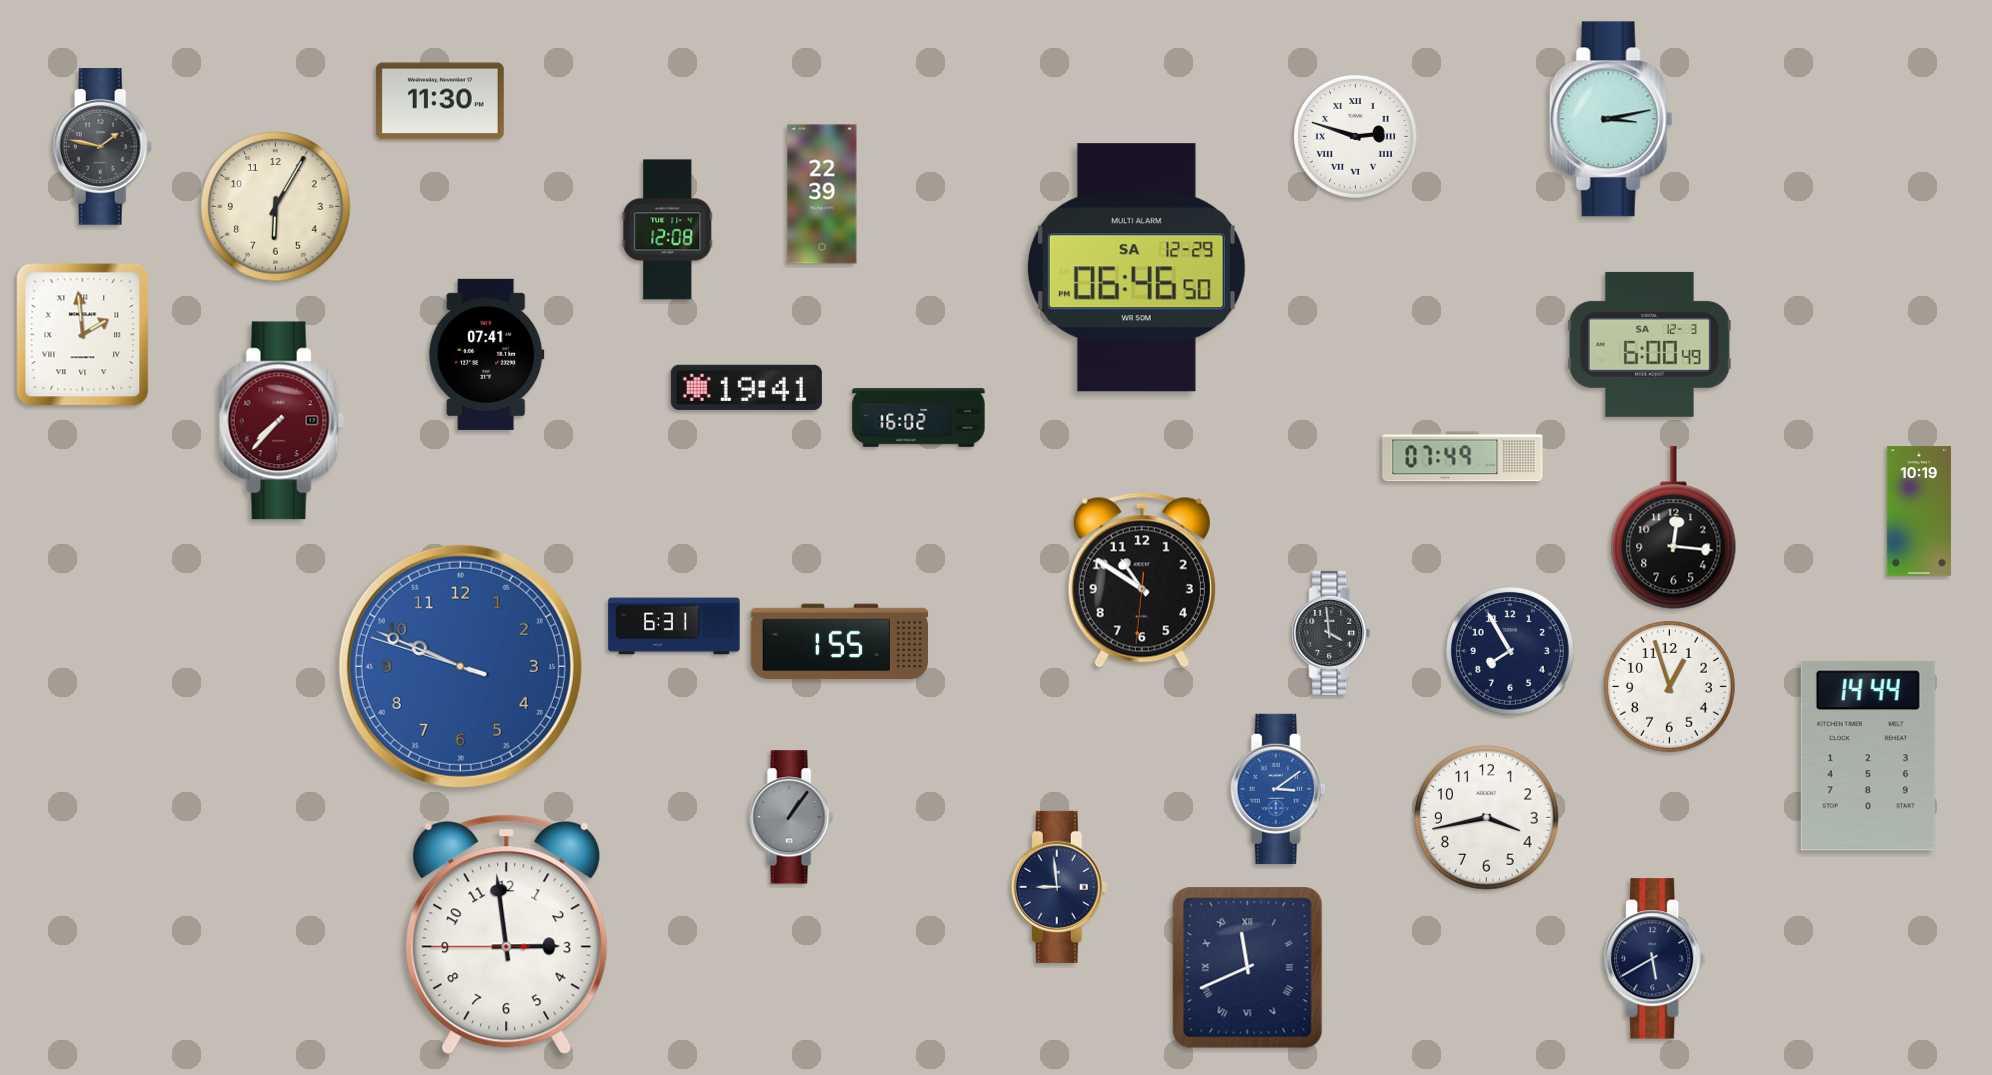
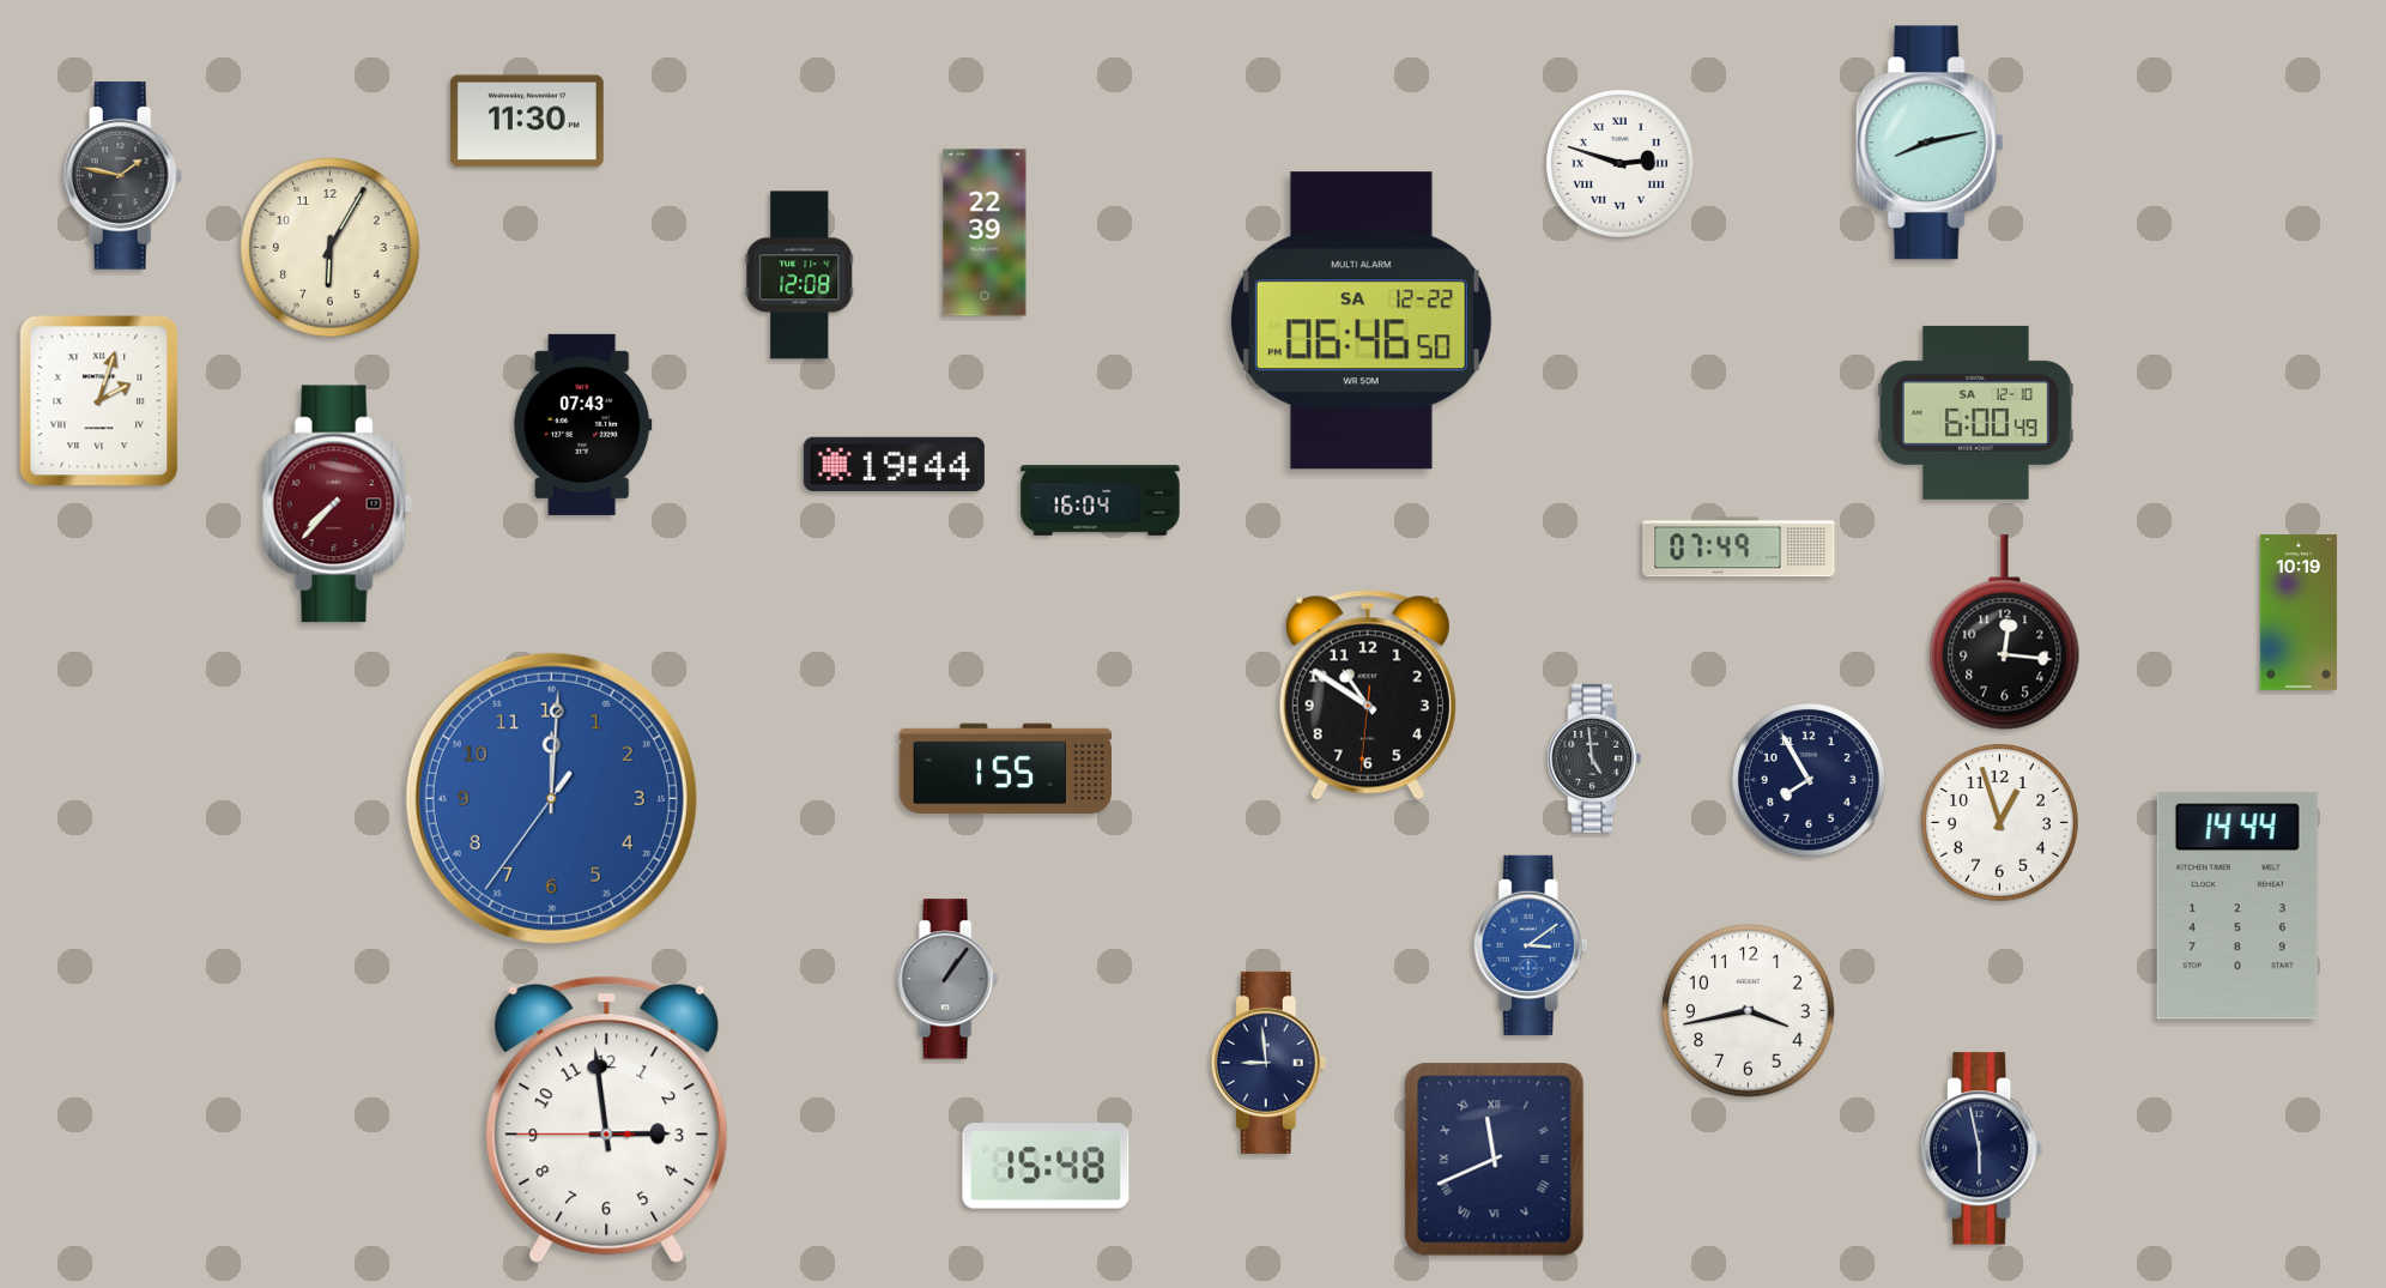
clock at (1611, 119): 3:13 -> 8:13
clock at (1355, 136) position: (1355, 136) -> (1619, 163)
clock at (1136, 268) date: SA 12-29 -> SA 12-22
clock at (83, 335): 1:59 -> 2:03
clock at (1649, 344) date: SA 12-3 -> SA 12-10
clock at (487, 354): 07:41 -> 07:43
clock at (746, 387): 19:41 -> 19:44
clock at (919, 418): 16:02 -> 16:04
clock at (1463, 457) position: (1463, 457) -> (1739, 548)
clock at (674, 626): 6:31 -> none
clock at (1331, 633): 3:59 -> 4:59
clock at (460, 666): 9:48 -> 12:00
clock at (1487, 818) position: (1487, 818) -> (1749, 1011)
clock at (1655, 959): 5:40 -> 5:58
clock at (1046, 1166): none -> 15:48
